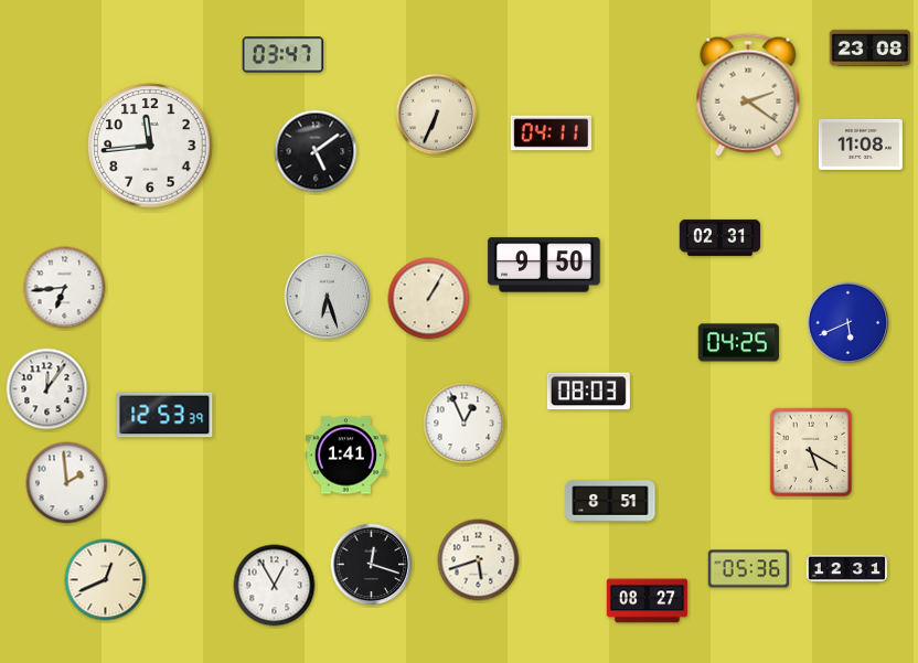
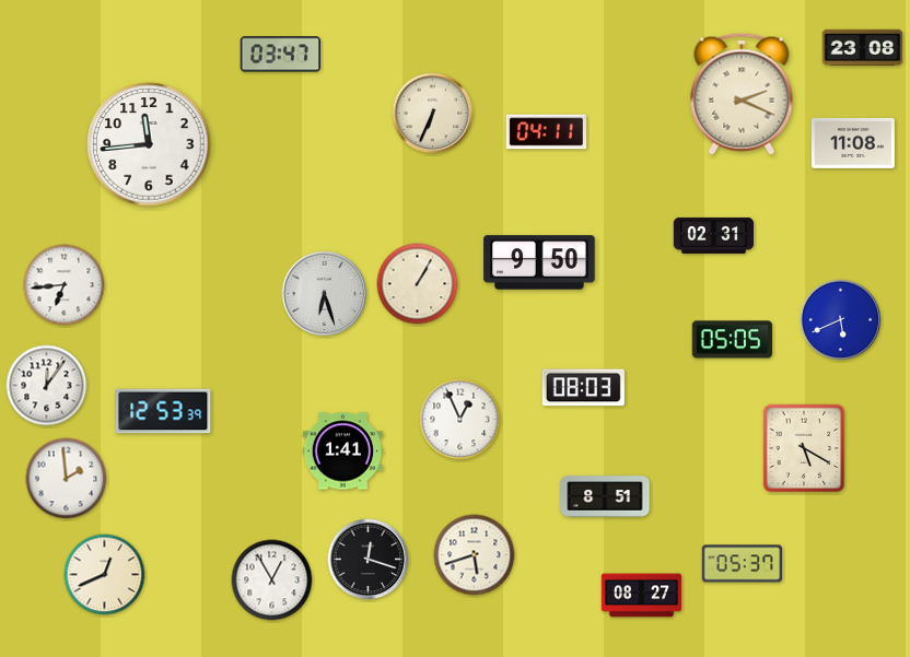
clock at (748, 95): 2:21 -> 2:19
clock at (316, 151): 5:09 -> none
clock at (429, 299) position: (429, 299) -> (418, 284)
clock at (739, 343): 04:25 -> 05:05
clock at (847, 568): 12:31 -> none
clock at (749, 569): 05:36 -> 05:37
